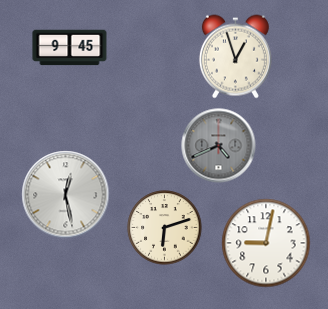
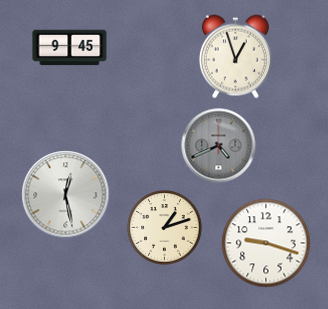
clock at (165, 228): 6:12 -> 1:12
clock at (266, 243): 9:02 -> 9:18
